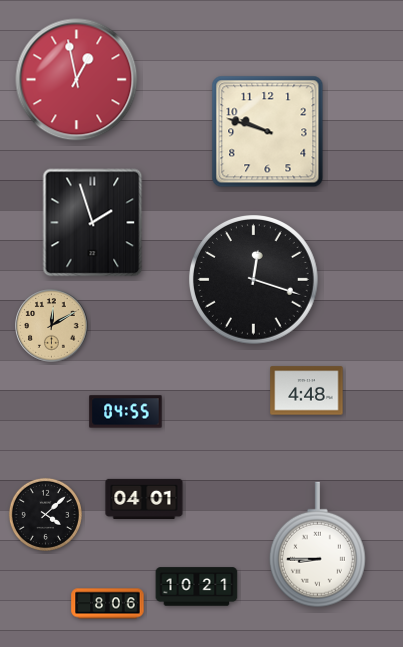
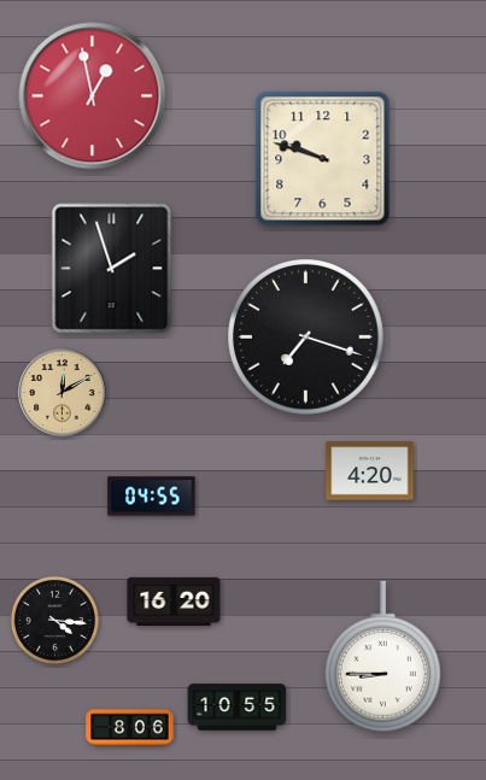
clock at (254, 280): 12:18 -> 7:18
clock at (307, 391): 4:48 -> 4:20
clock at (144, 498): 04:01 -> 16:20
clock at (45, 514): 4:08 -> 4:16
clock at (197, 587): 10:21 -> 10:55
